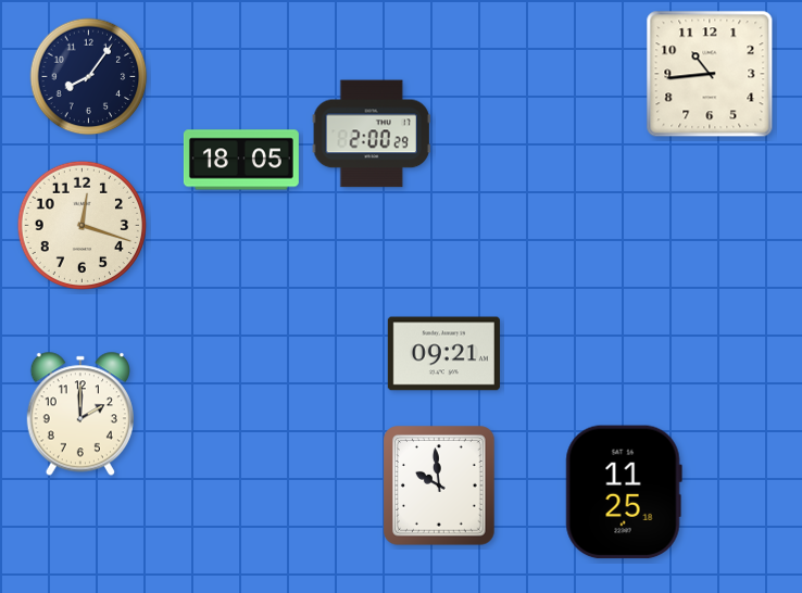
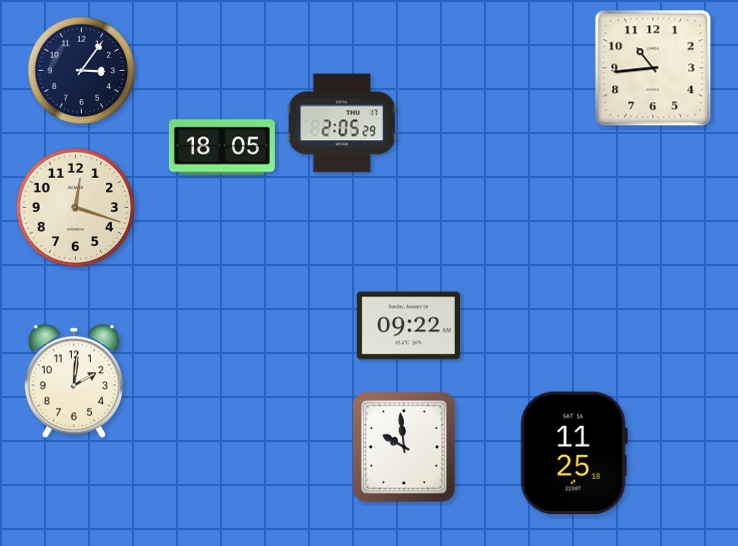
clock at (89, 77): 8:06 -> 3:06
clock at (372, 134): 2:00 -> 2:05
clock at (443, 354): 09:21 -> 09:22
clock at (80, 414): 2:00 -> 2:01
